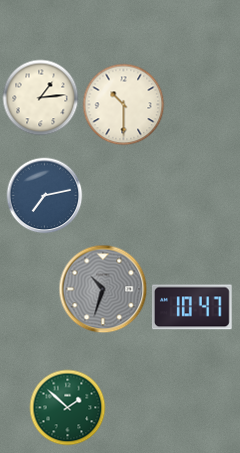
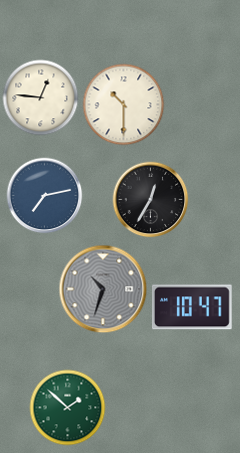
clock at (41, 98): 1:14 -> 12:46
clock at (151, 200): none -> 12:35
